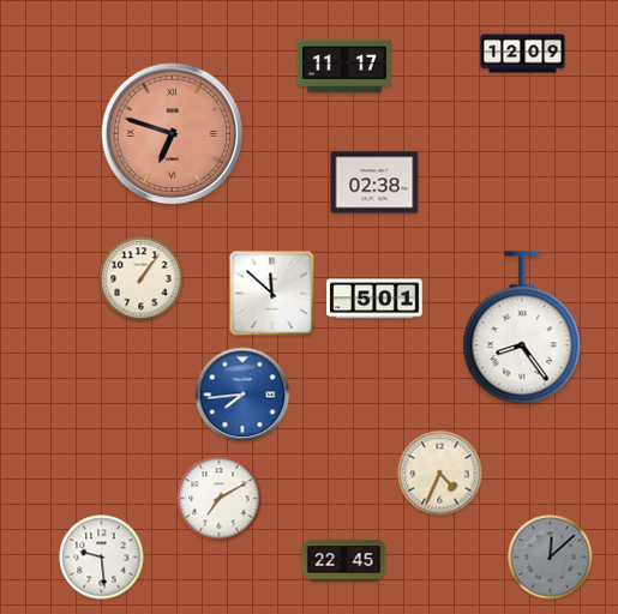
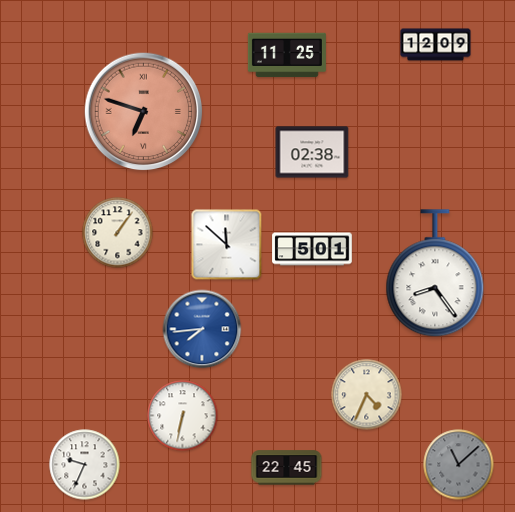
clock at (344, 66): 11:17 -> 11:25
clock at (220, 499): 7:10 -> 6:32
clock at (102, 558): 9:29 -> 9:34
clock at (551, 558): 12:08 -> 11:08
